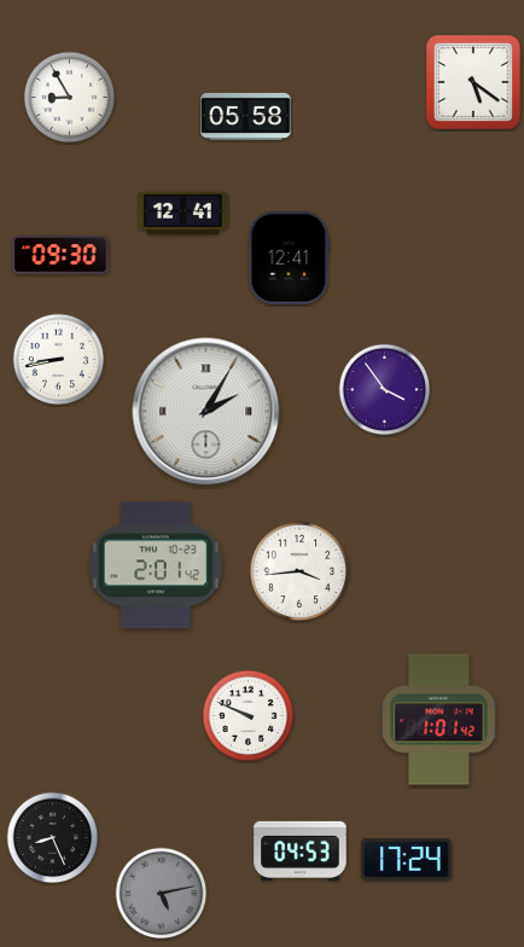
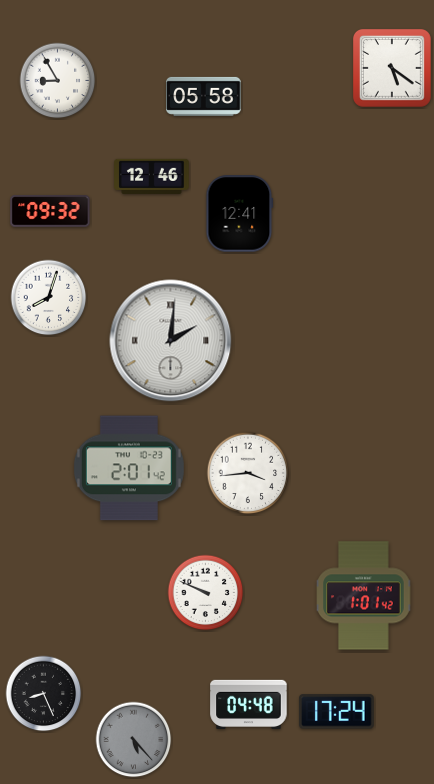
clock at (184, 213): 12:41 -> 12:46
clock at (60, 255): 09:30 -> 09:32
clock at (59, 360): 8:43 -> 8:03
clock at (385, 390): 3:54 -> none
clock at (206, 412): 2:05 -> 2:01
clock at (301, 850): 04:53 -> 04:48
clock at (162, 894): 5:13 -> 5:23
